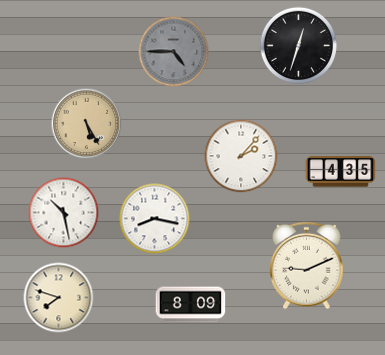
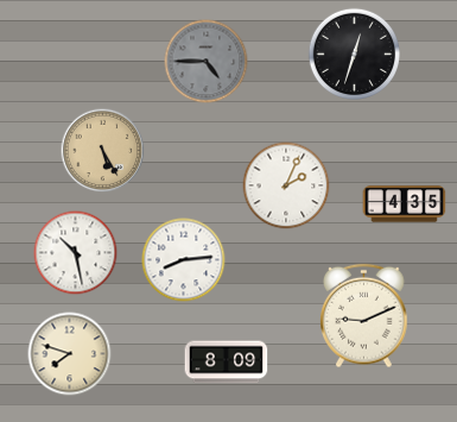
clock at (87, 124) position: (87, 124) -> (103, 151)
clock at (241, 156): 2:07 -> 2:04
clock at (155, 219): 8:17 -> 8:14
